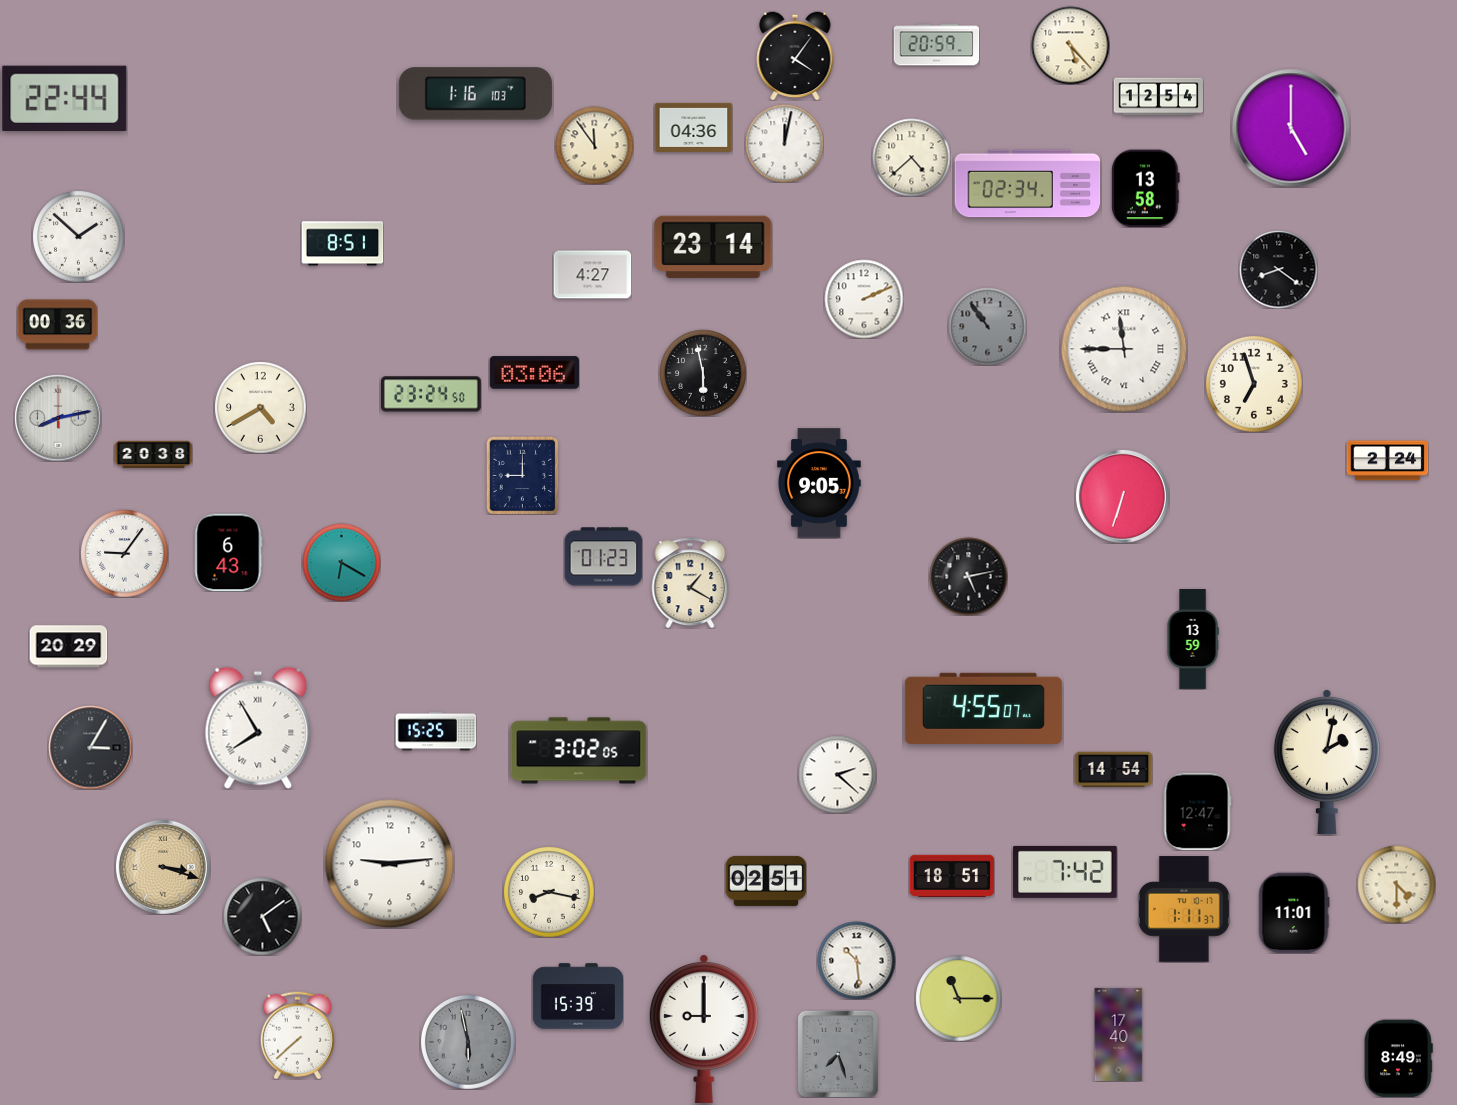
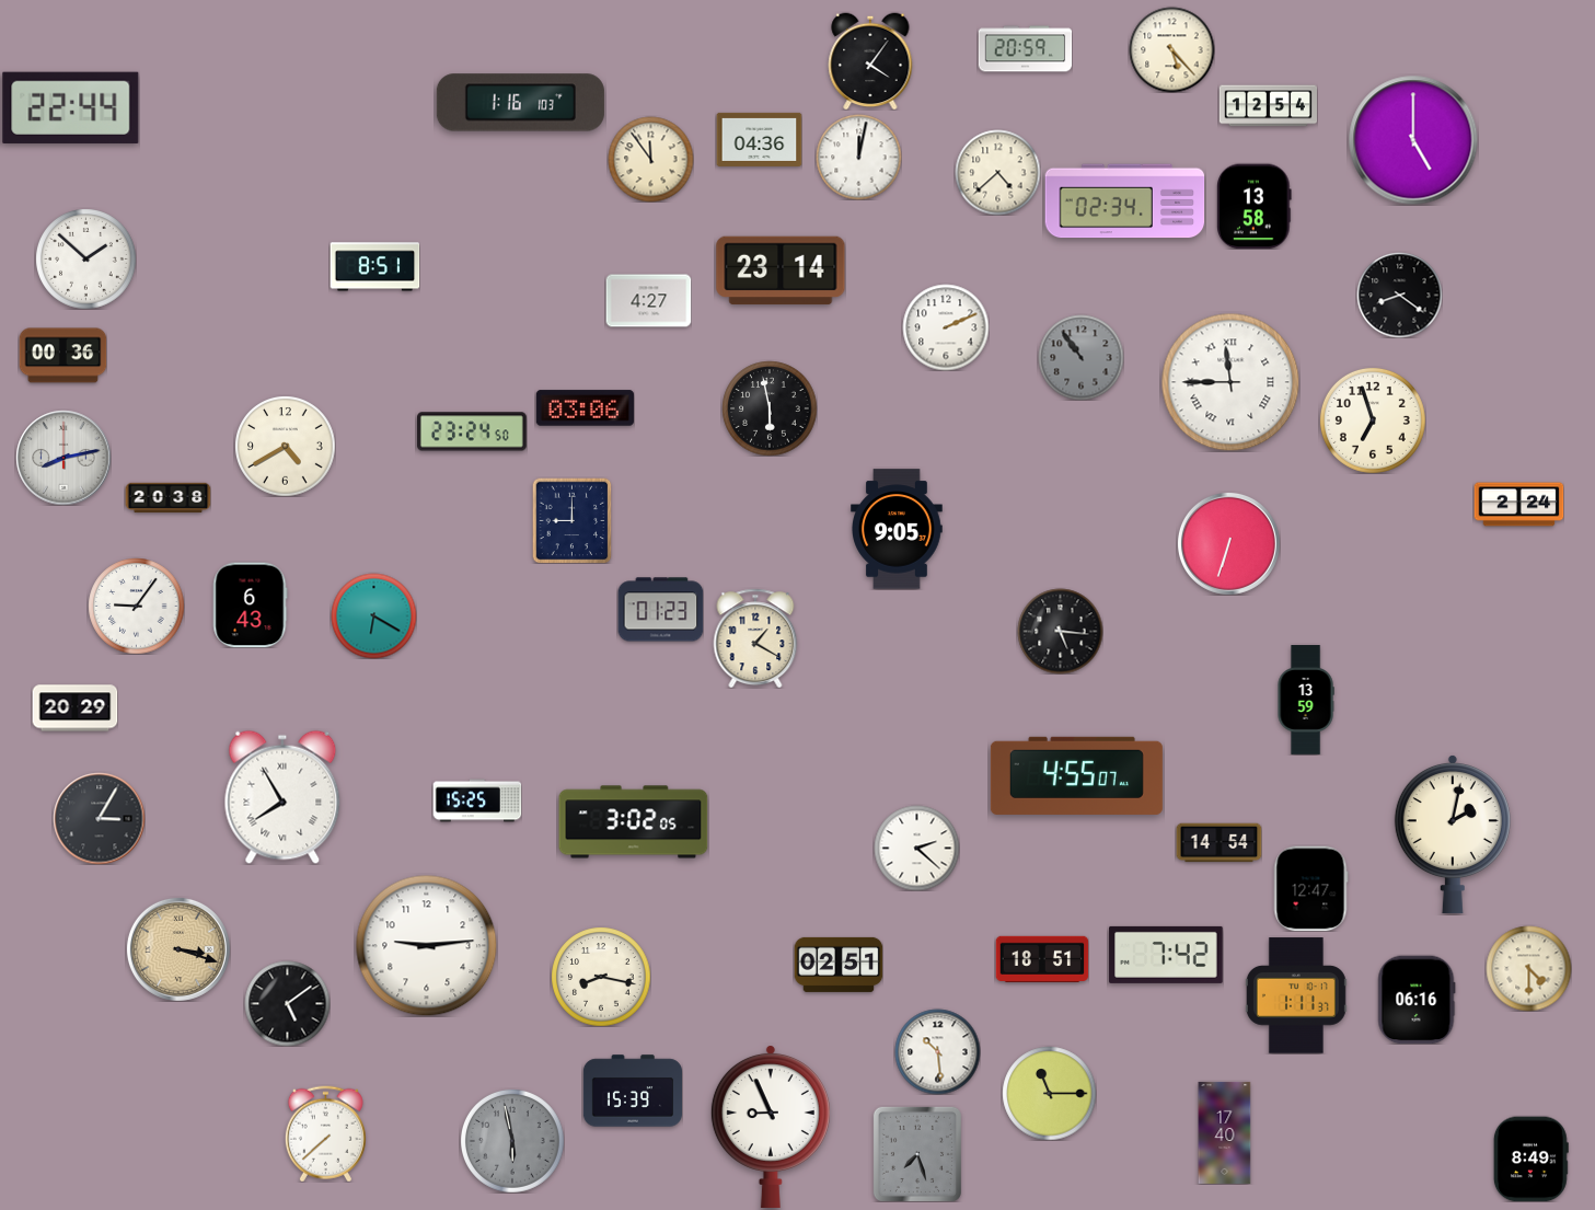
clock at (968, 576): 5:13 -> 5:16
clock at (1294, 913): 11:01 -> 06:16
clock at (704, 1028): 9:00 -> 8:56
